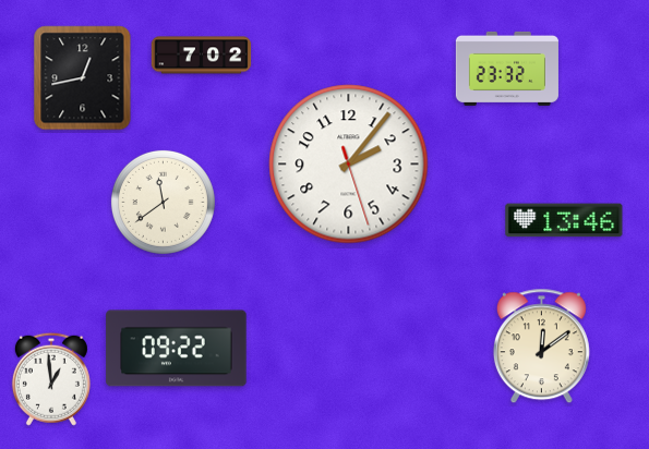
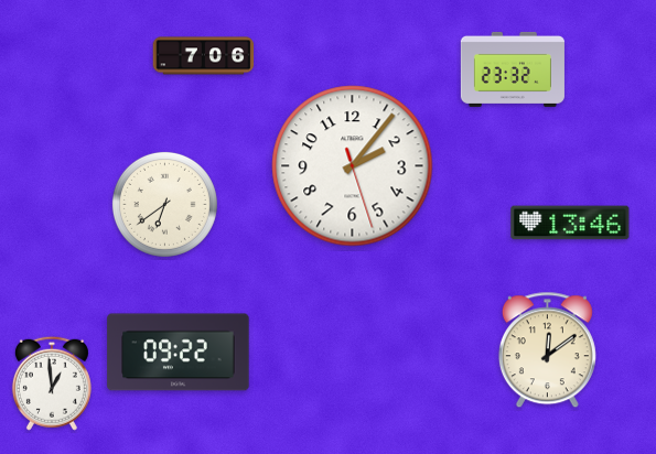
clock at (202, 56): 7:02 -> 7:06
clock at (83, 78): 12:43 -> none
clock at (163, 202): 11:39 -> 6:39
